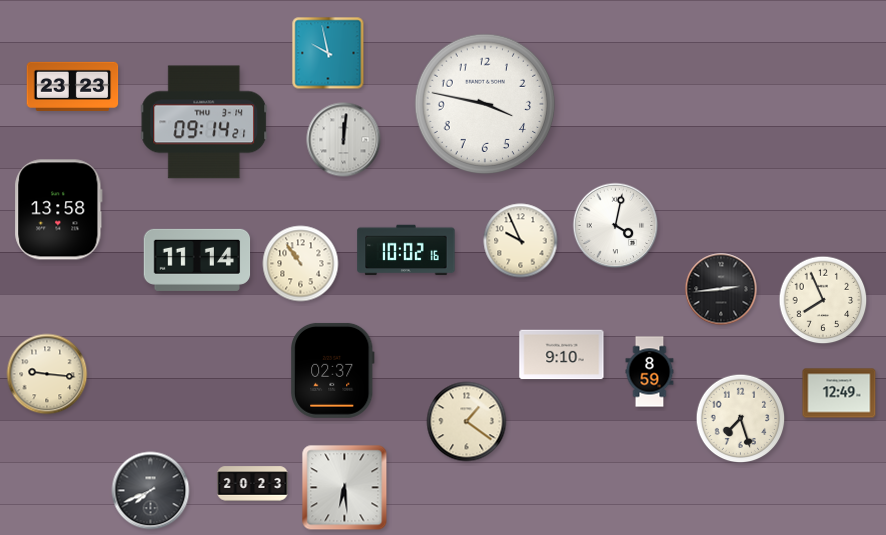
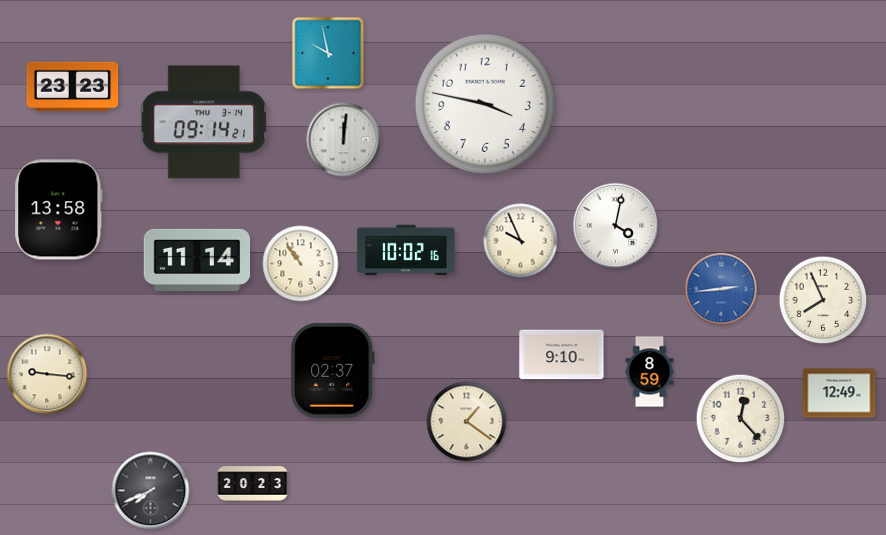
clock at (721, 289) dial: black -> blue
clock at (741, 419): 7:27 -> 12:23
clock at (345, 488): 6:29 -> none
